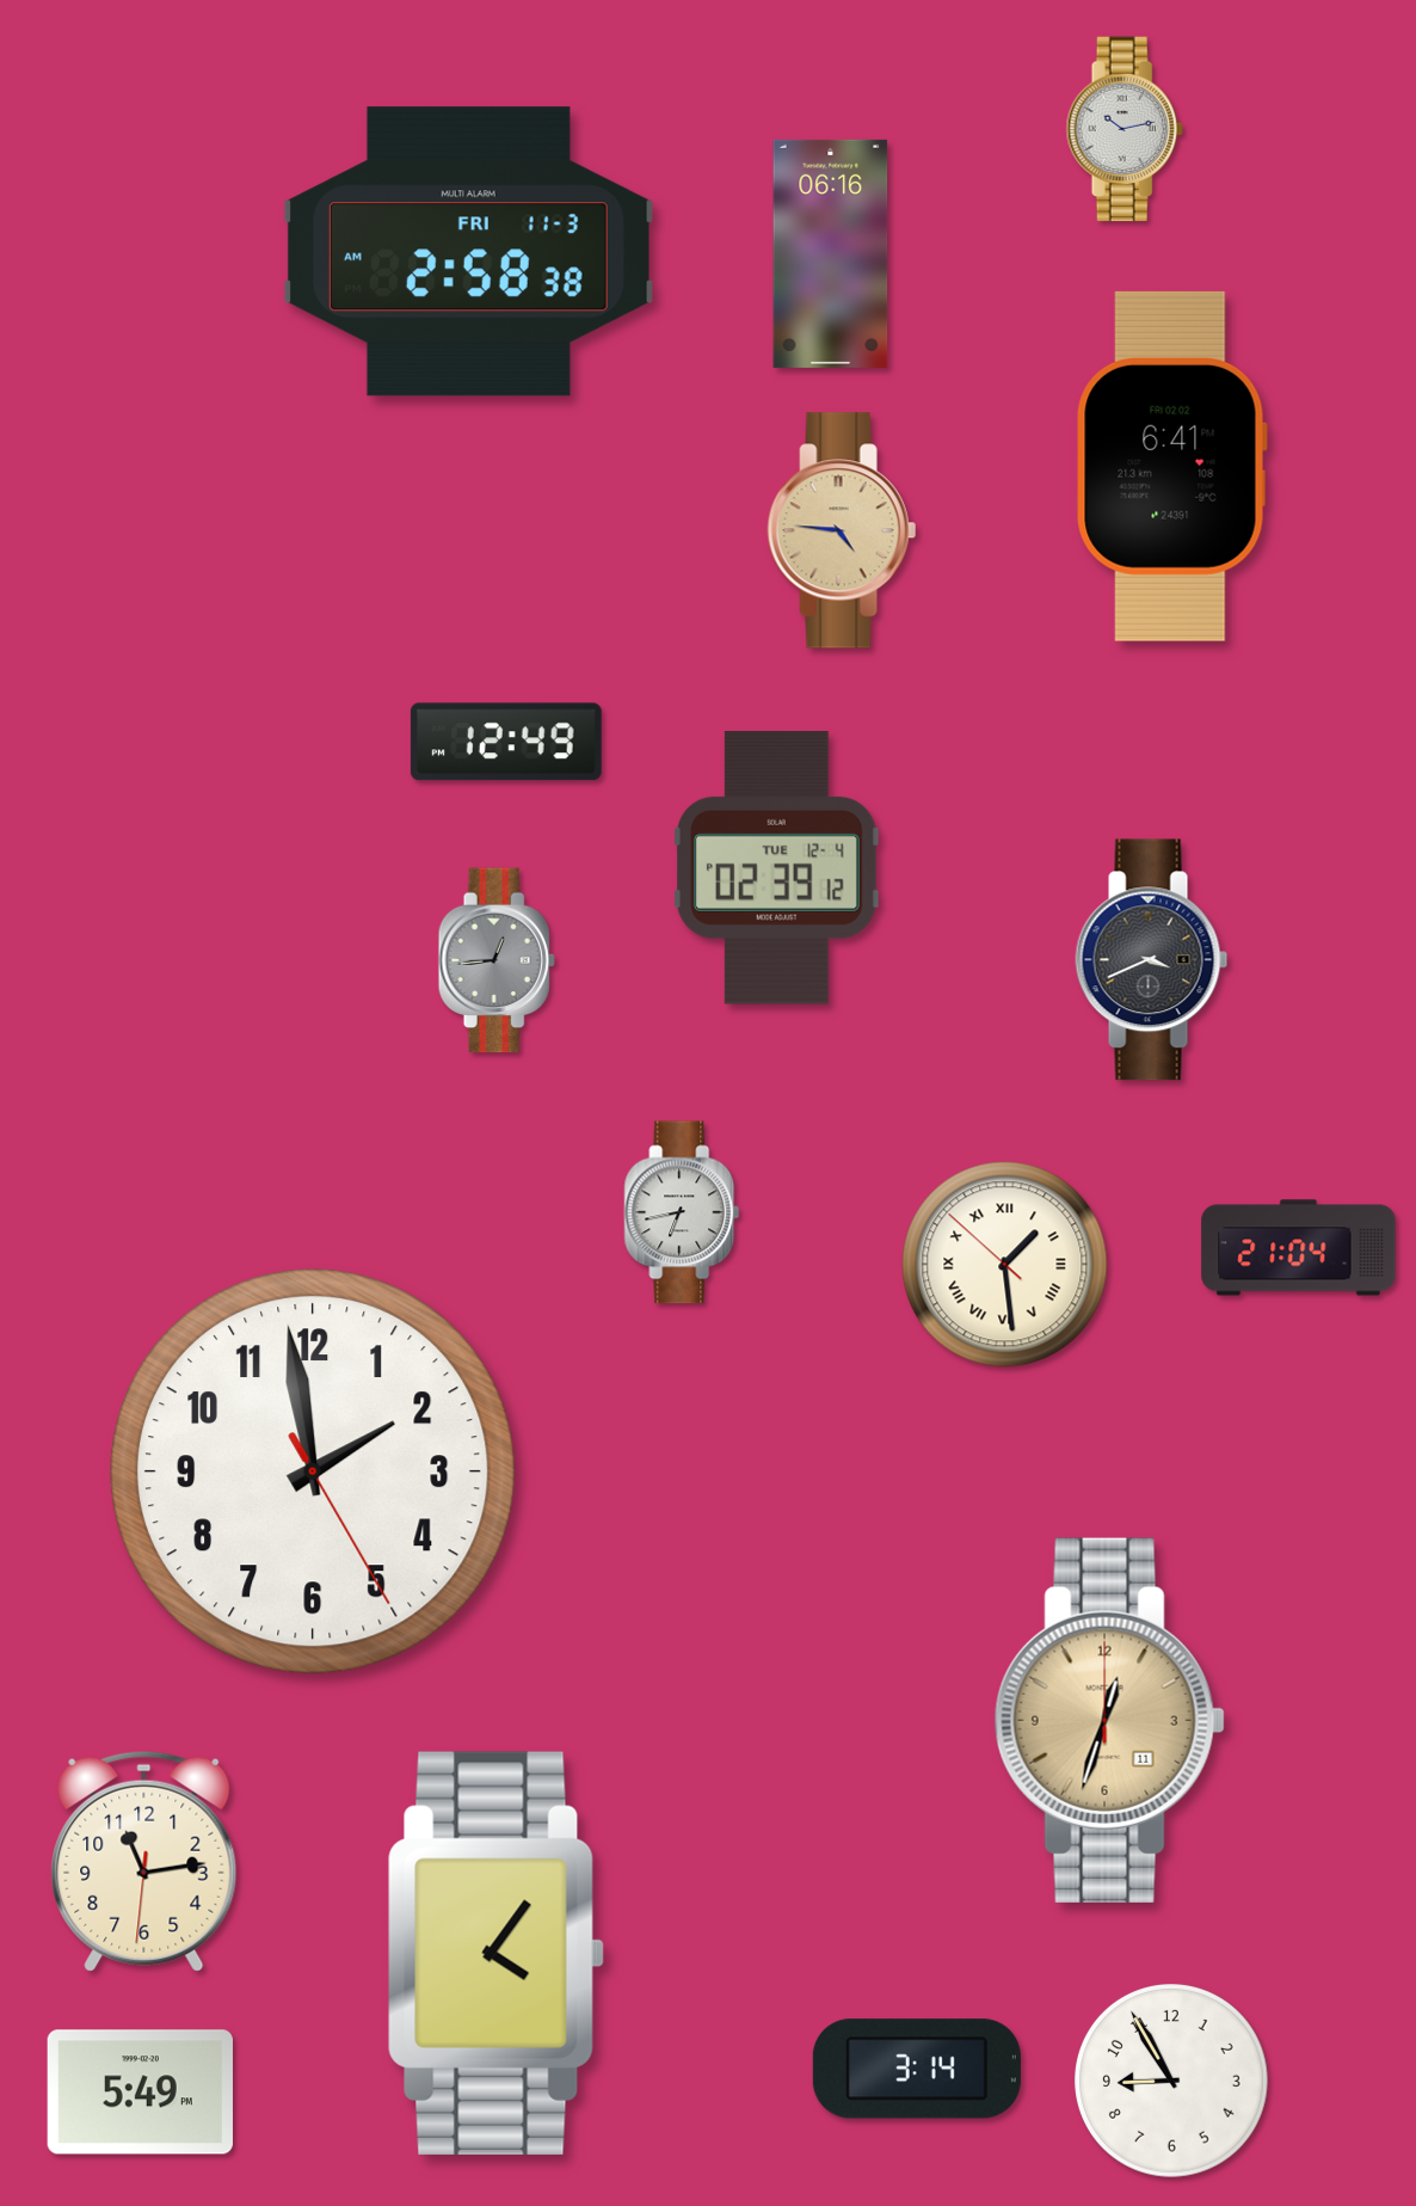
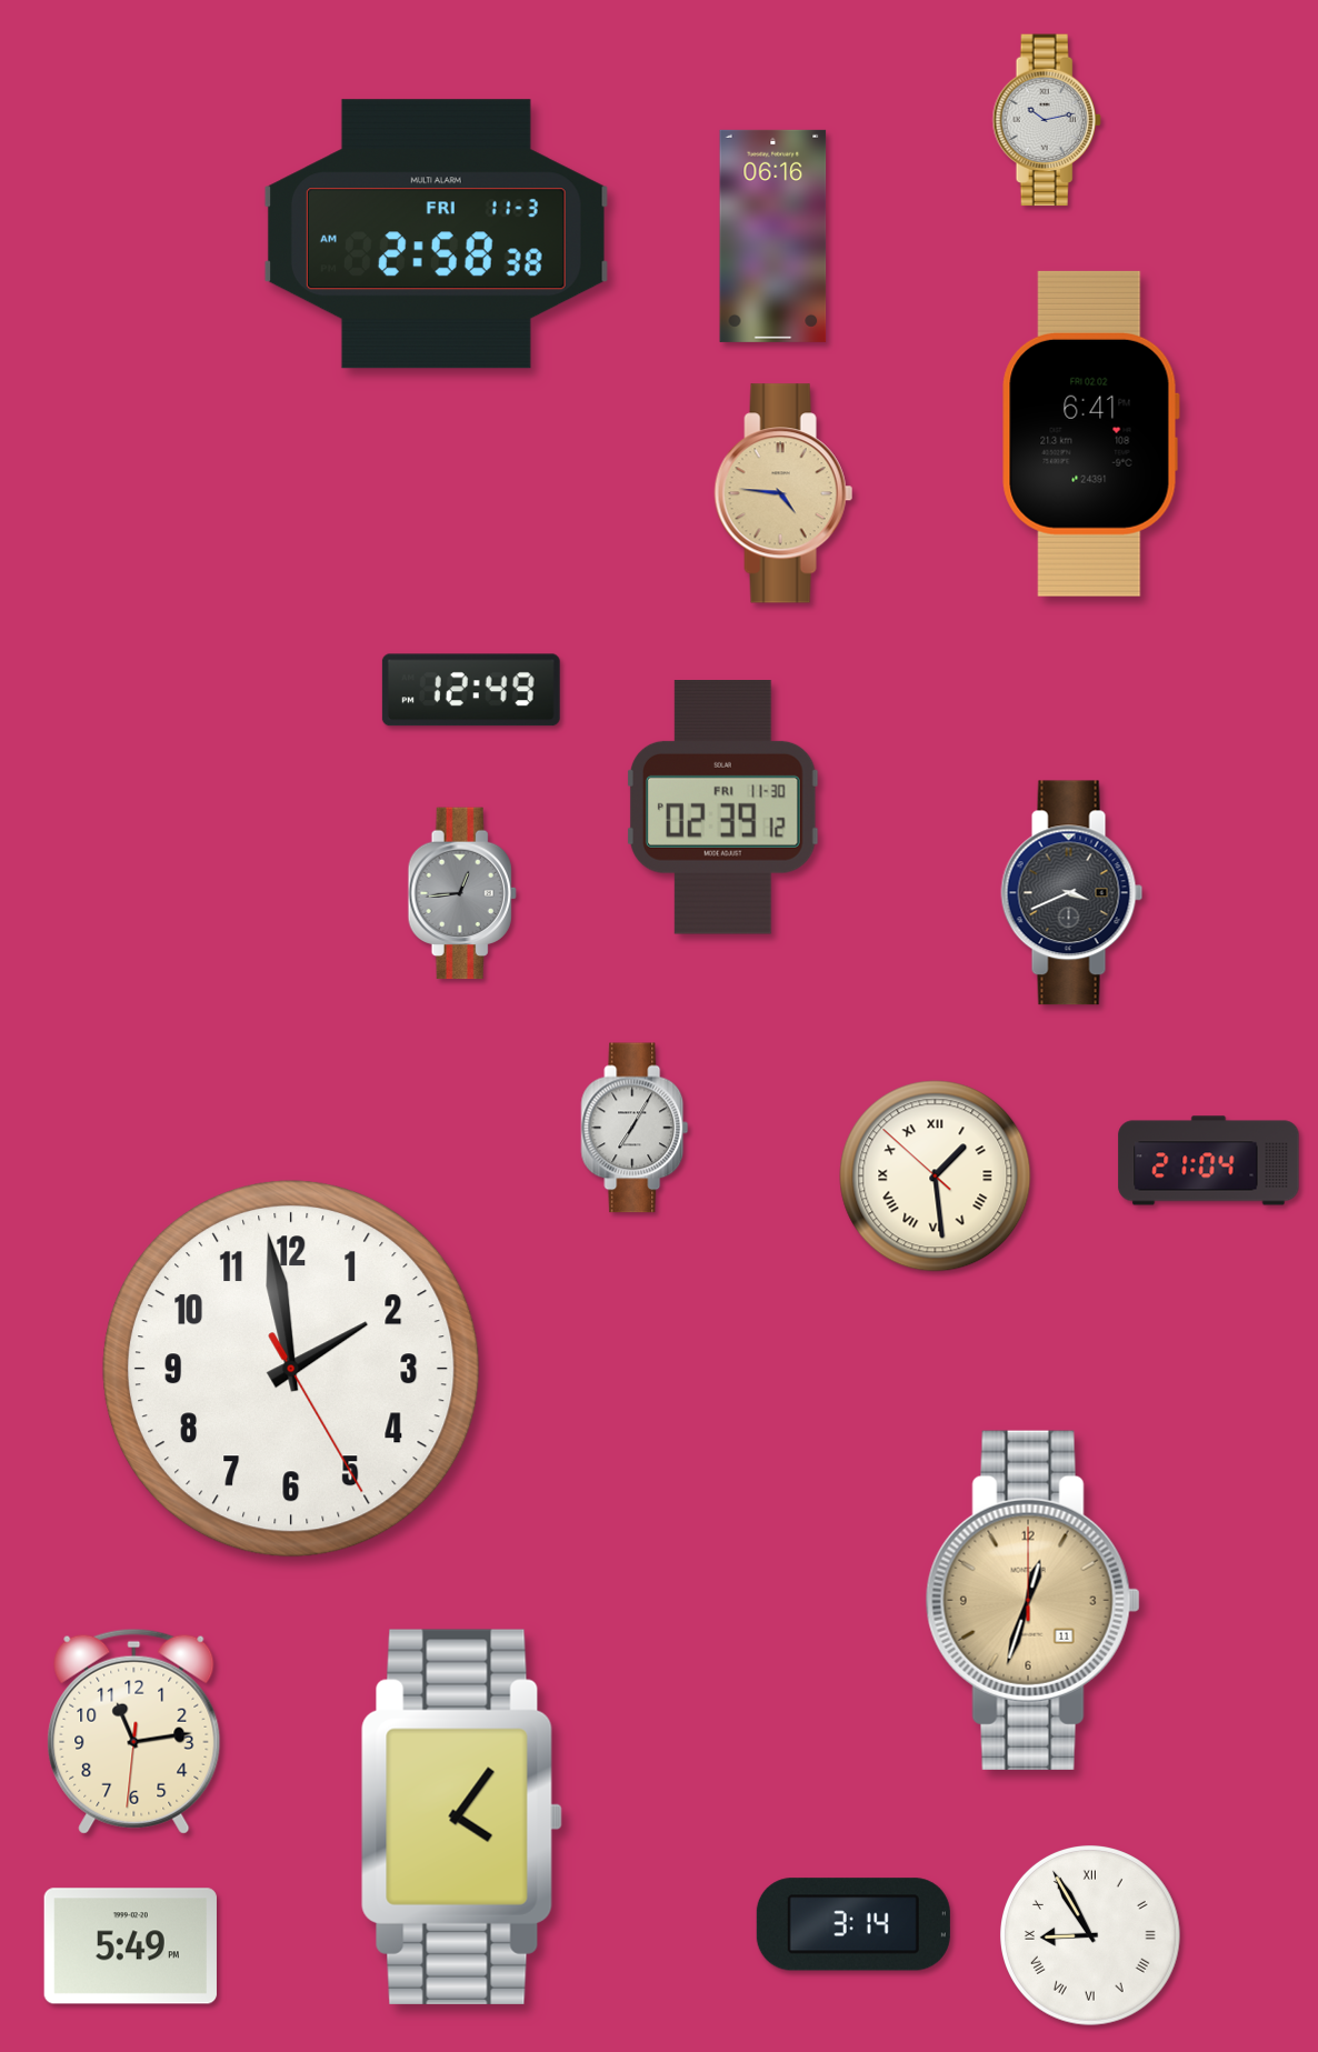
clock at (776, 868) date: TUE 12-4 -> FRI 11-30
clock at (682, 1212): 6:43 -> 7:05
clock at (1172, 2082) numerals: Arabic -> Roman
